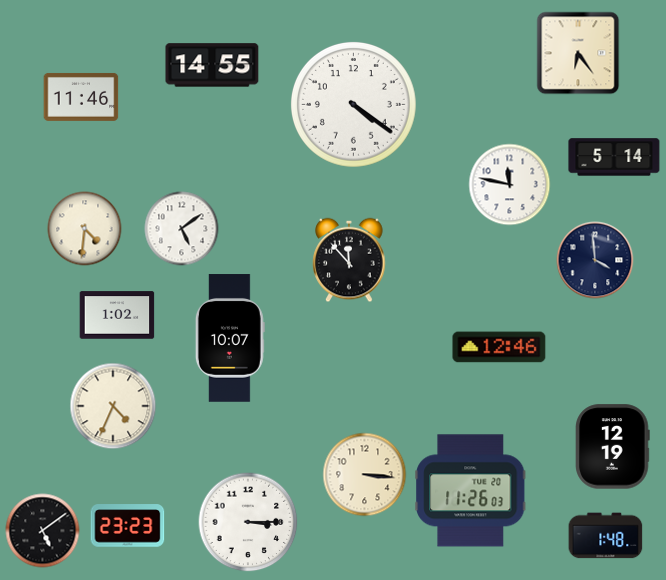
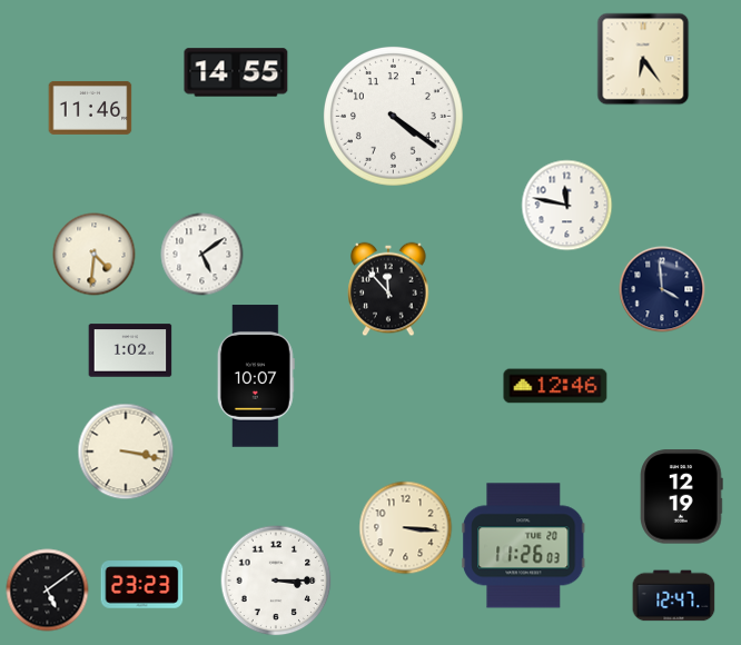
clock at (614, 157): 5:14 -> none
clock at (113, 406): 4:34 -> 3:17
clock at (606, 536): 1:48 -> 12:47
